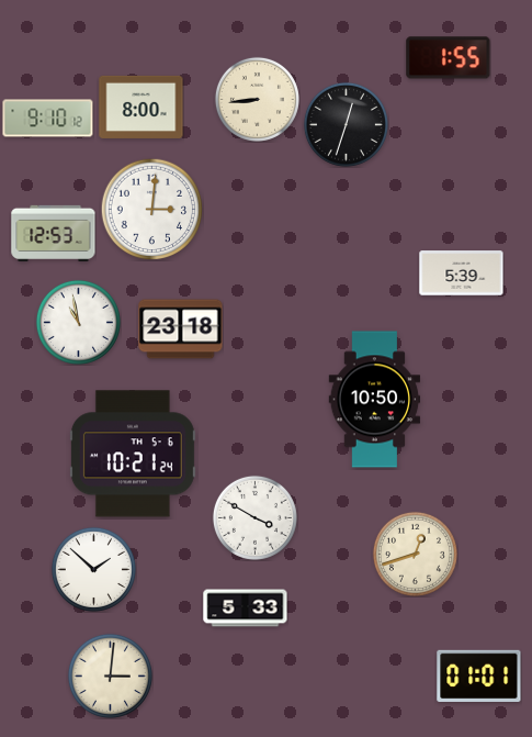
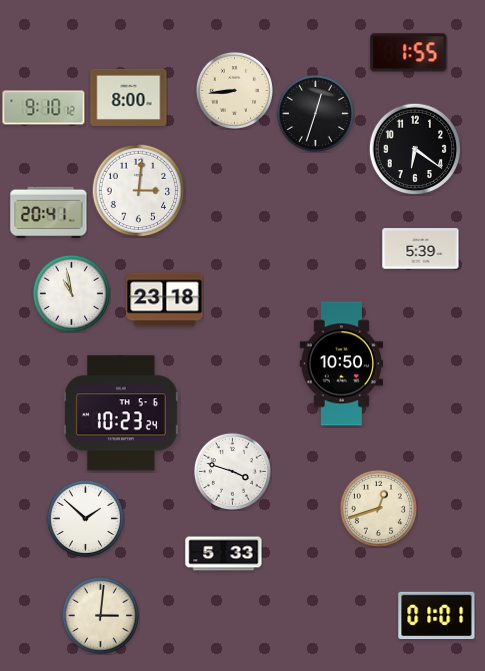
clock at (415, 149): none -> 6:21
clock at (54, 233): 12:53 -> 20:41
clock at (133, 454): 10:21 -> 10:23
clock at (254, 517): 3:50 -> 3:48
clock at (415, 554) position: (415, 554) -> (378, 508)
